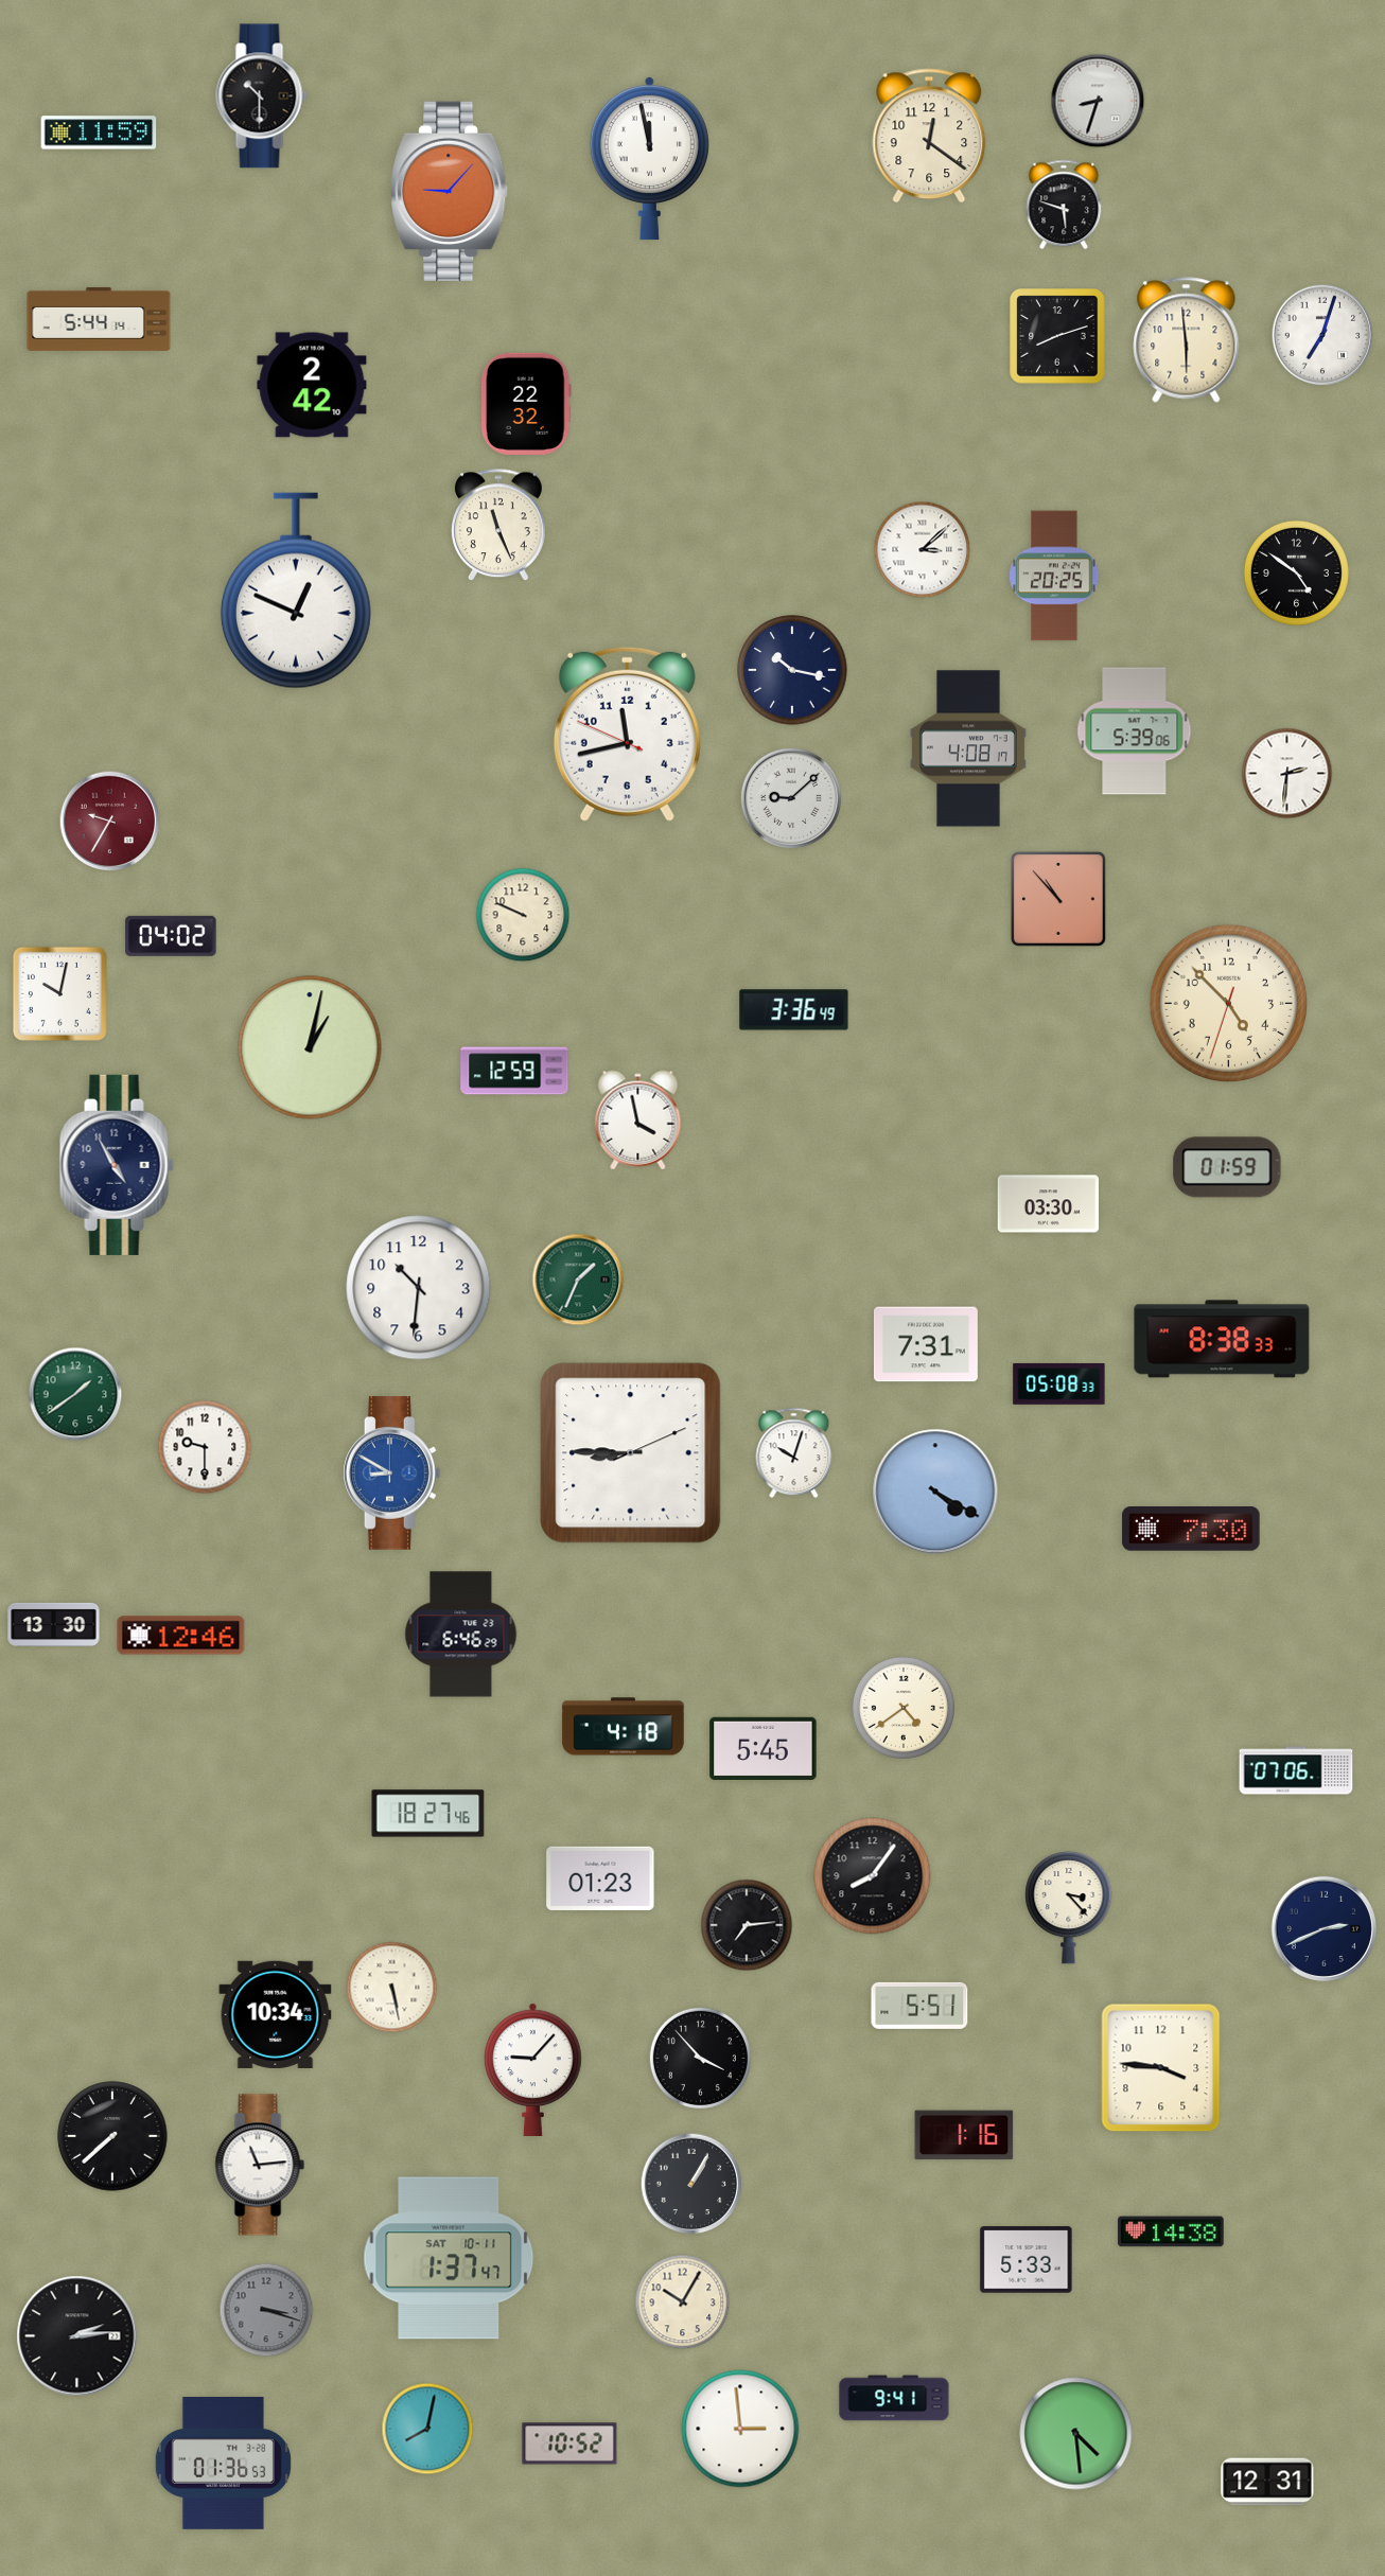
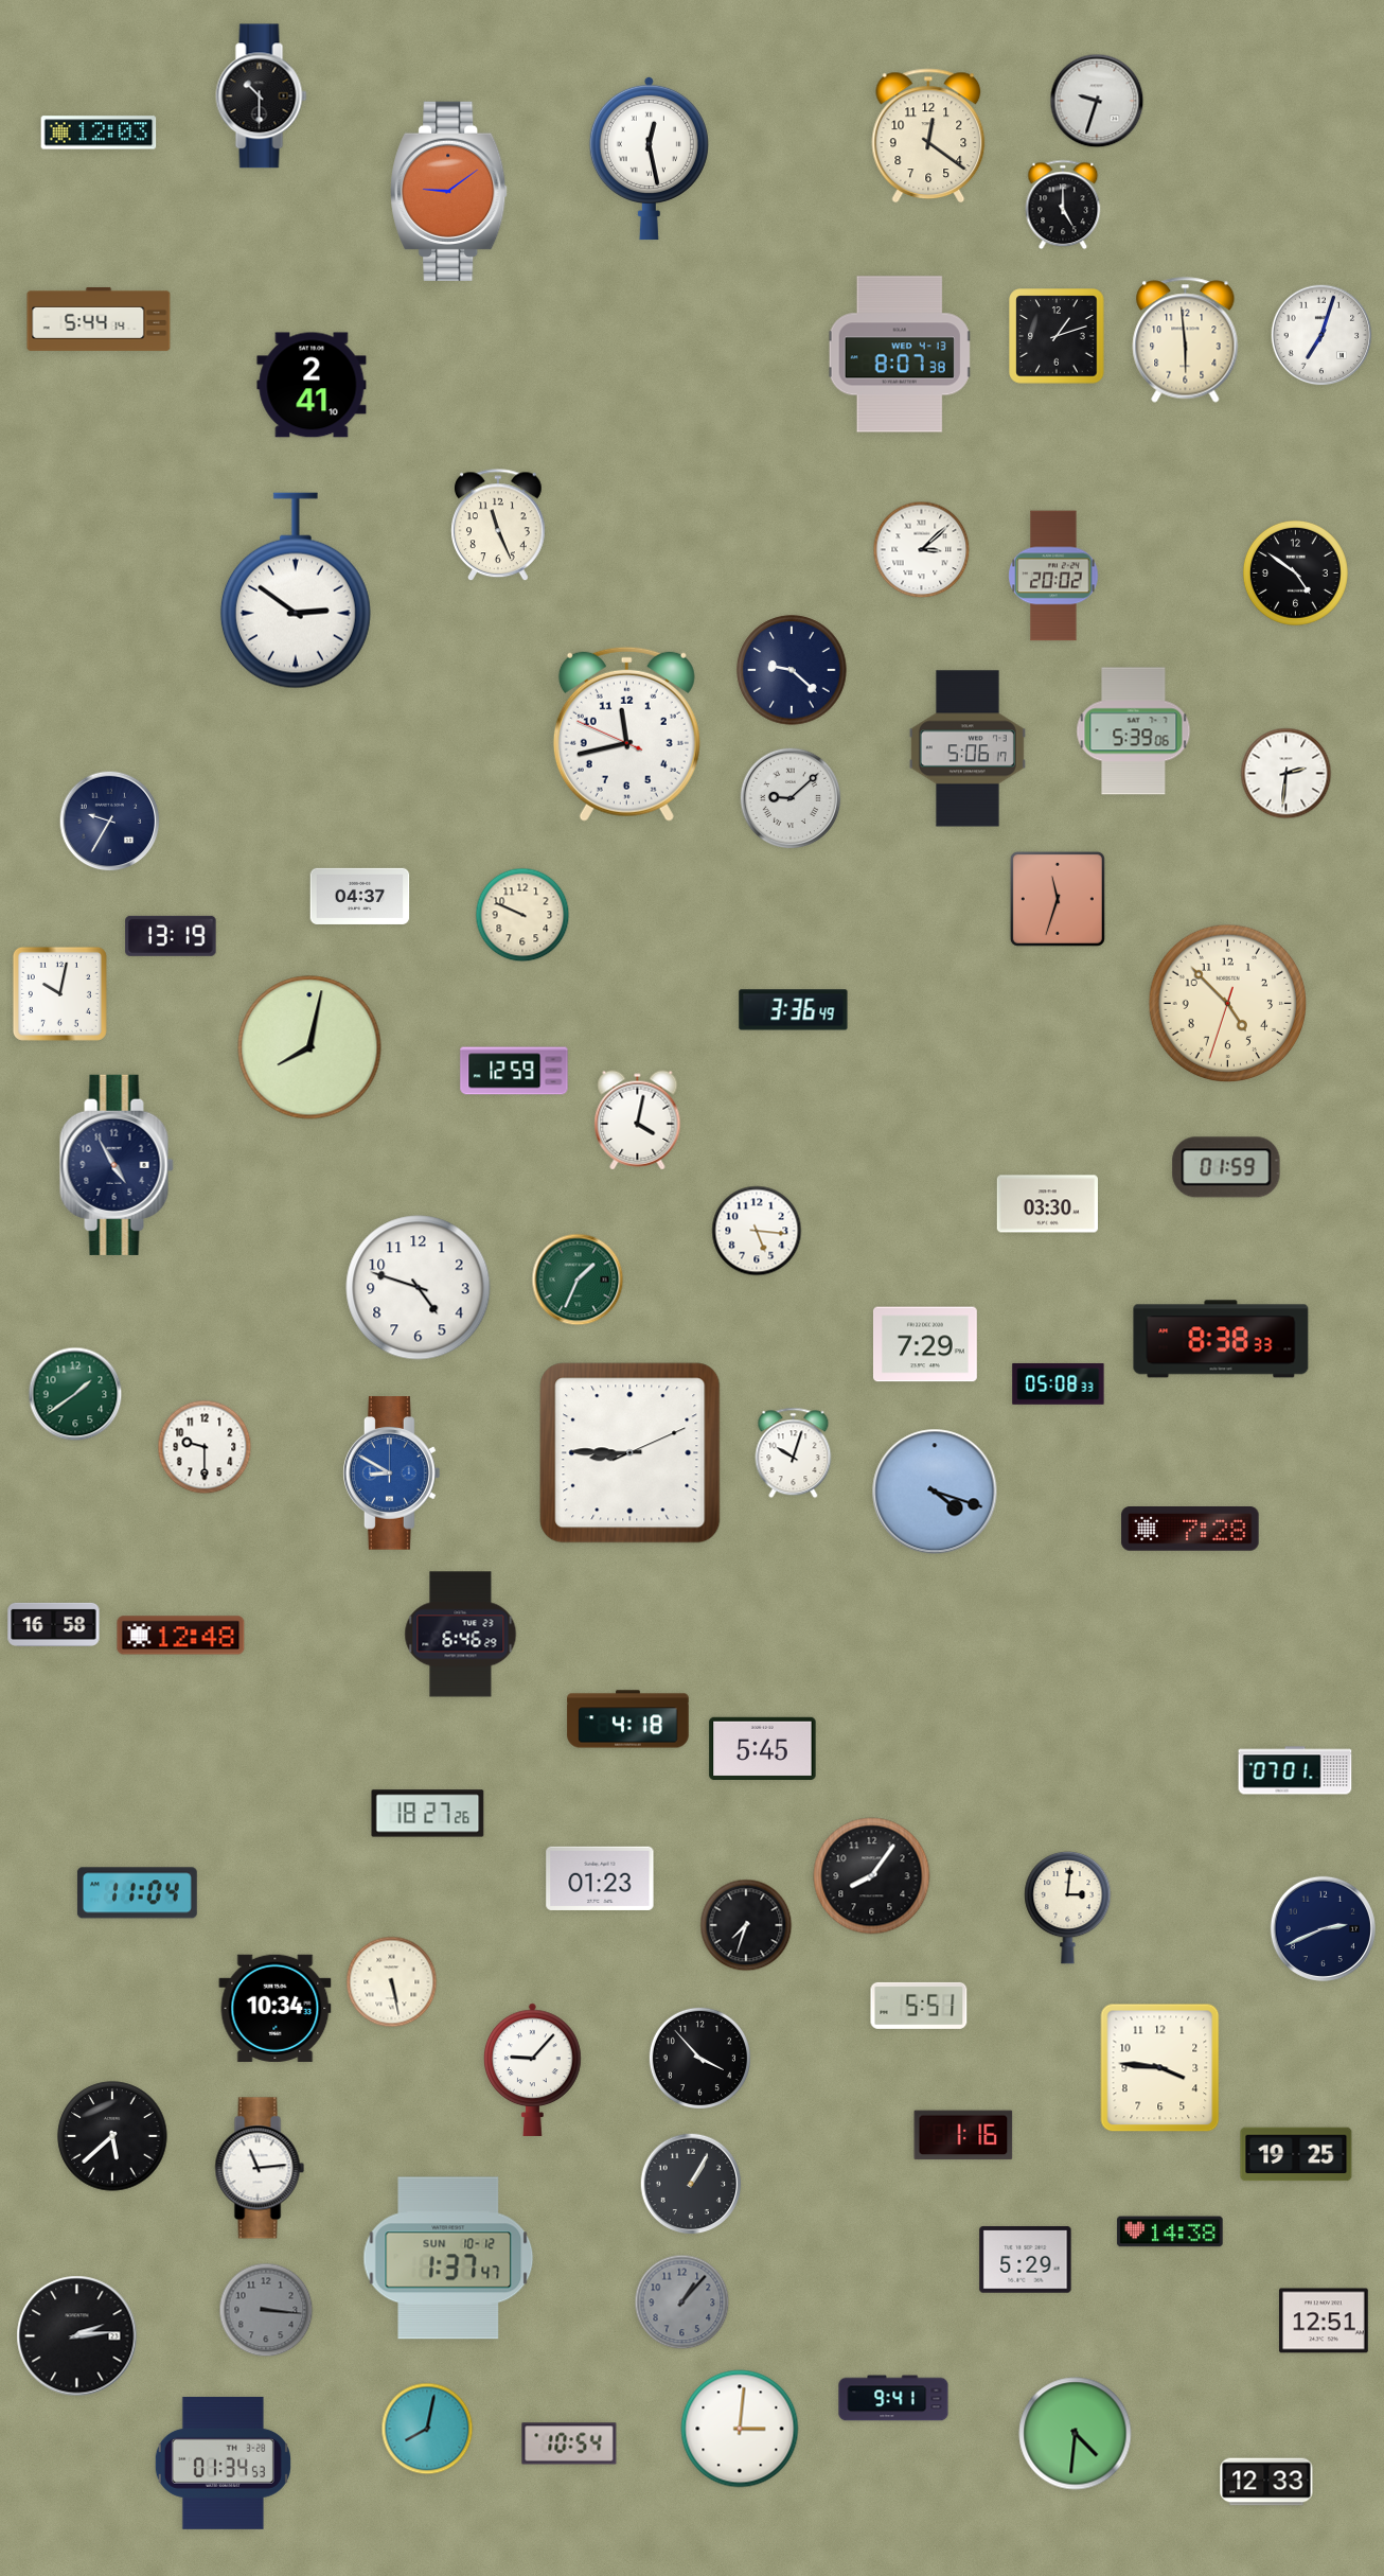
clock at (1098, 101): 8:33 -> 9:33
clock at (99, 133): 11:59 -> 12:03
clock at (649, 158): 11:58 -> 12:28
clock at (450, 191): 9:07 -> 9:09
clock at (1064, 205): 5:48 -> 5:00
clock at (1057, 336): 8:12 -> 1:12
clock at (900, 354): none -> 8:07
clock at (312, 385): 2:42 -> 2:41
clock at (526, 404): 22:32 -> none
clock at (1054, 576): 20:25 -> 20:02
clock at (296, 590): 12:49 -> 2:51
clock at (792, 670): 10:17 -> 9:22
clock at (968, 748): 4:08 -> 5:06
clock at (110, 822) dial: burgundy -> navy
clock at (360, 896): none -> 04:37
clock at (1058, 899): 10:53 -> 11:33
clock at (171, 936): 04:02 -> 13:19
clock at (310, 1047): 1:02 -> 8:02
clock at (638, 1121): 3:58 -> 4:02
clock at (757, 1231): none -> 5:16
clock at (419, 1288): 10:31 -> 4:48
clock at (926, 1344): 7:31 -> 7:29
clock at (935, 1492): 4:20 -> 4:18
clock at (1191, 1530): 7:30 -> 7:28
clock at (54, 1624): 13:30 -> 16:58
clock at (181, 1636): 12:46 -> 12:48
clock at (904, 1708): 4:39 -> none
clock at (624, 1727) position: (624, 1727) -> (628, 1719)
clock at (1296, 1770): 07:06 -> 07:01
clock at (428, 1814): 18:27:46 -> 18:27:26
clock at (137, 1893): none -> 11:04
clock at (1069, 1907): 3:23 -> 3:01
clock at (747, 1925): 7:14 -> 7:33
clock at (392, 1988) position: (392, 1988) -> (392, 1982)
clock at (276, 2014) position: (276, 2014) -> (276, 2008)
clock at (112, 2136): 7:38 -> 5:38
clock at (1296, 2154): none -> 19:25
clock at (260, 2165) position: (260, 2165) -> (260, 2168)
clock at (449, 2258) date: SAT 10-11 -> SUN 10-12
clock at (1027, 2260): 5:33 -> 5:29
clock at (683, 2302): 10:05 -> 1:07
clock at (683, 2302) dial: cream -> grey
clock at (266, 2310): 3:18 -> 3:16
clock at (1324, 2321): none -> 12:51
clock at (740, 2429): 2:59 -> 3:01
clock at (1076, 2434): 4:29 -> 4:31
clock at (569, 2443): 10:52 -> 10:54
clock at (223, 2463): 01:36 -> 01:34
clock at (1267, 2482): 12:31 -> 12:33
